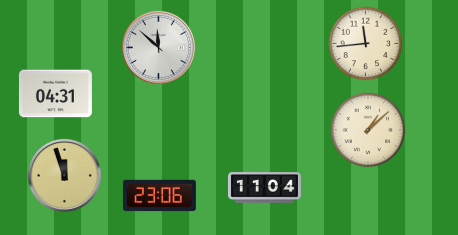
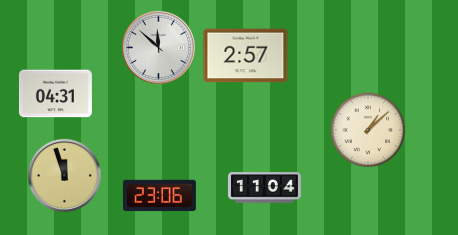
clock at (366, 44): 11:44 -> none
clock at (246, 56): none -> 2:57
